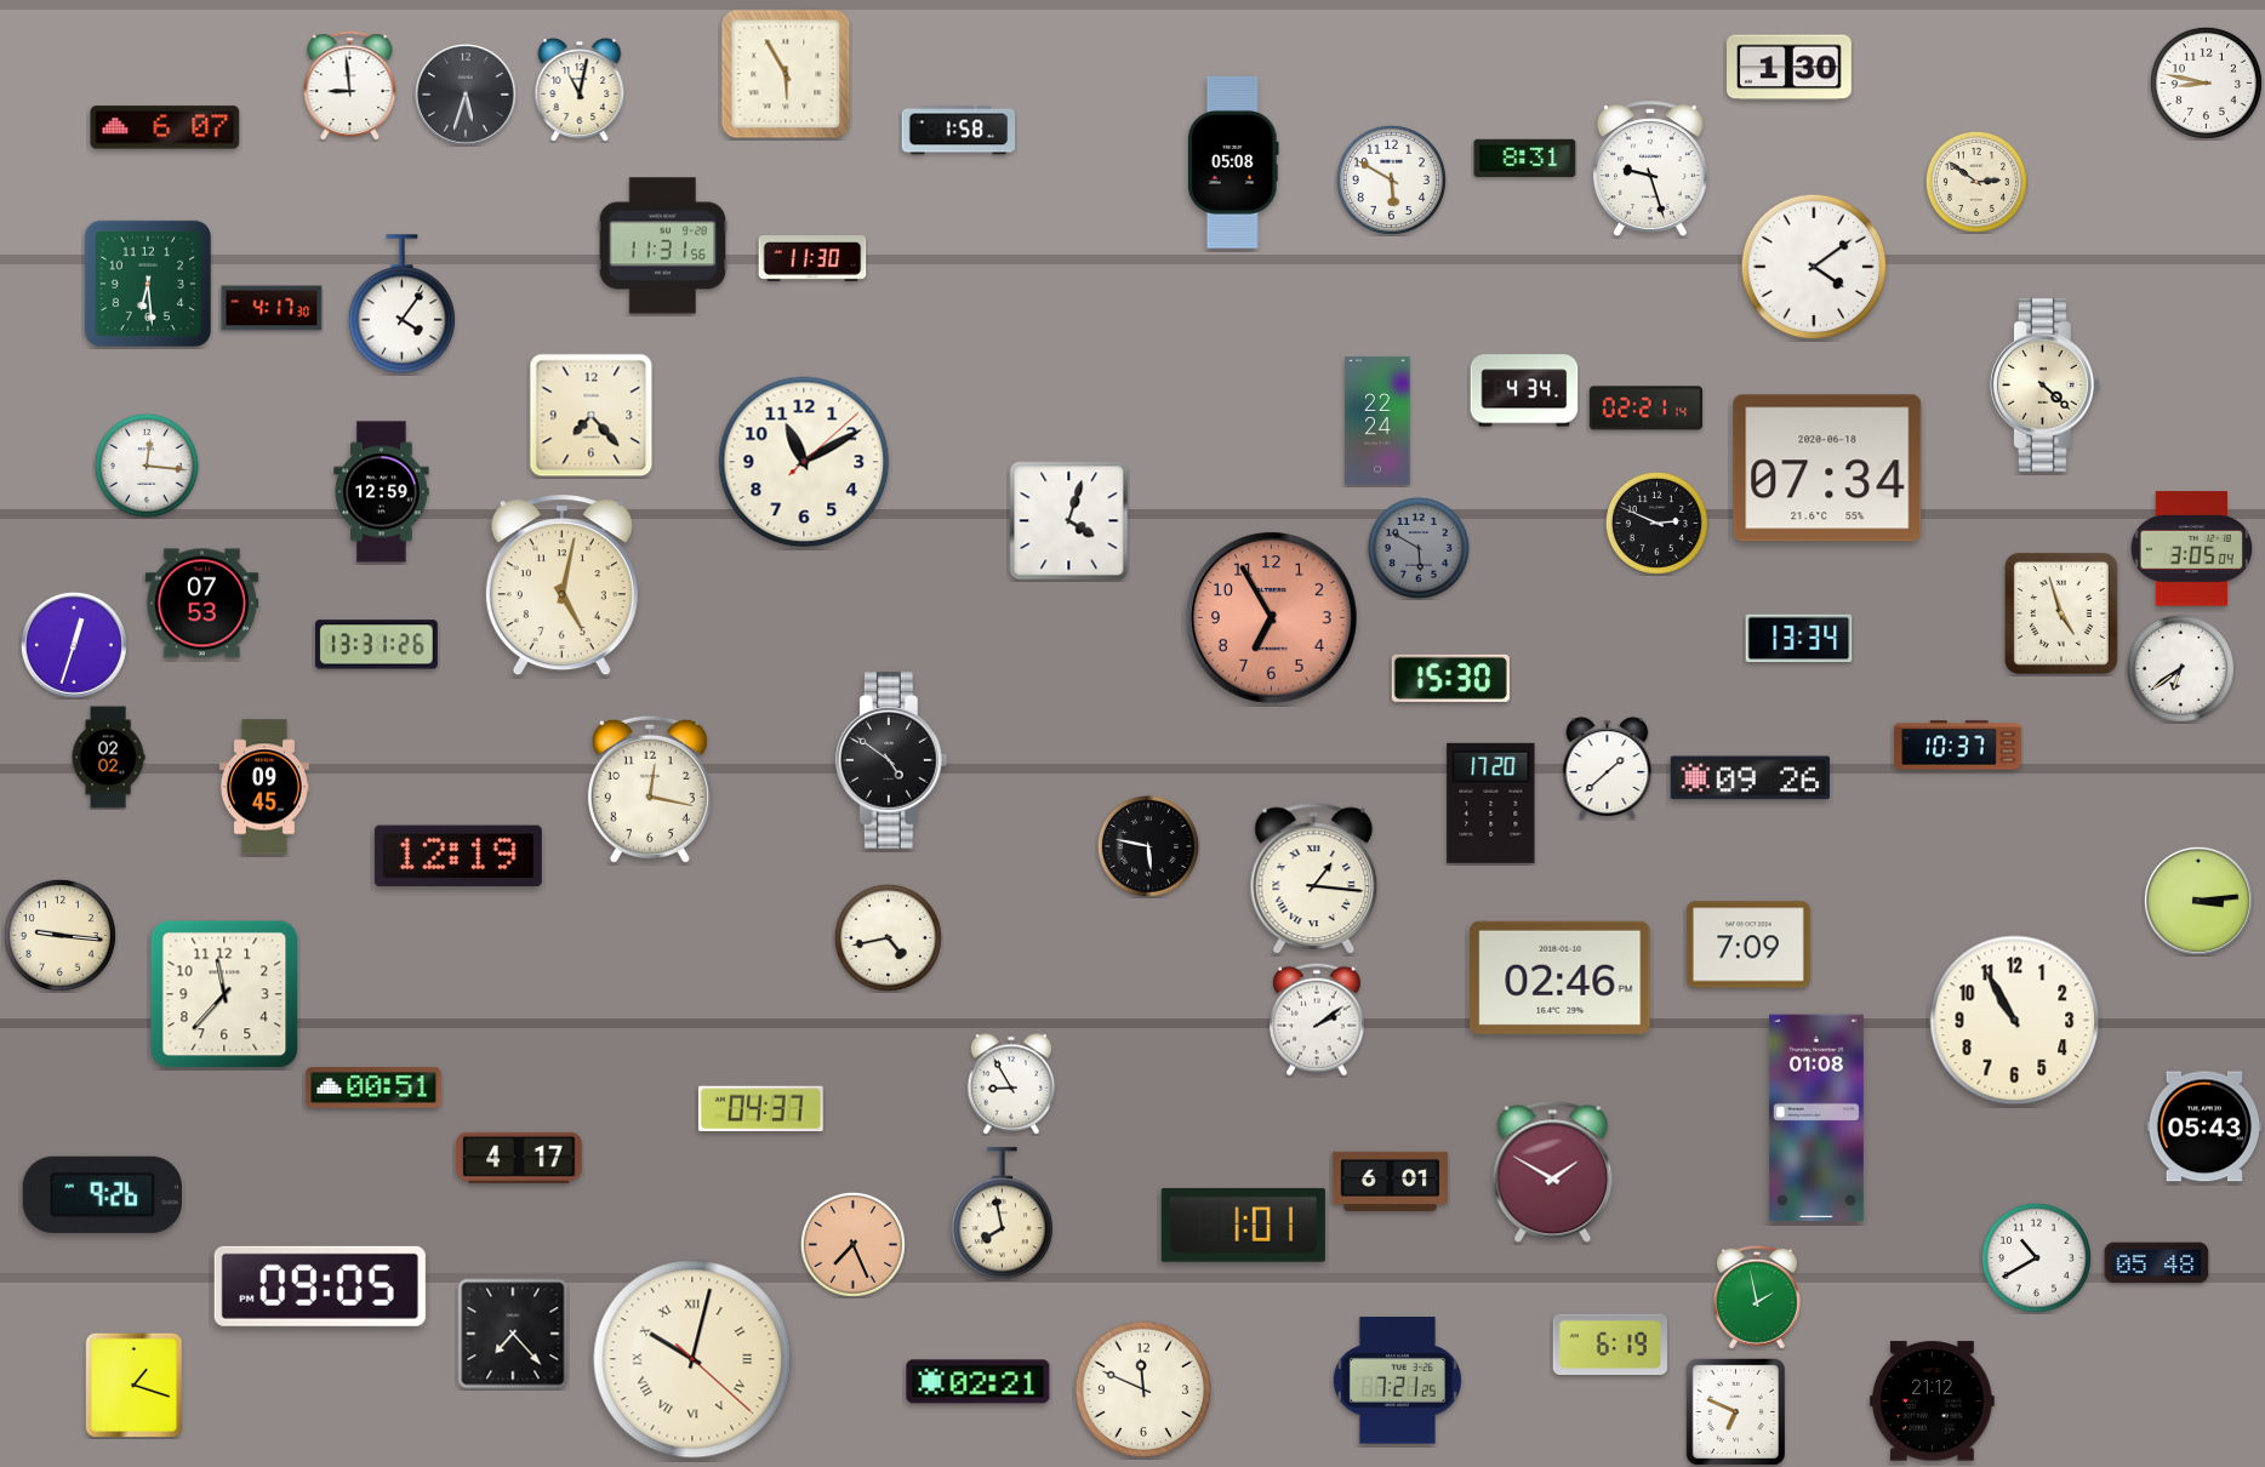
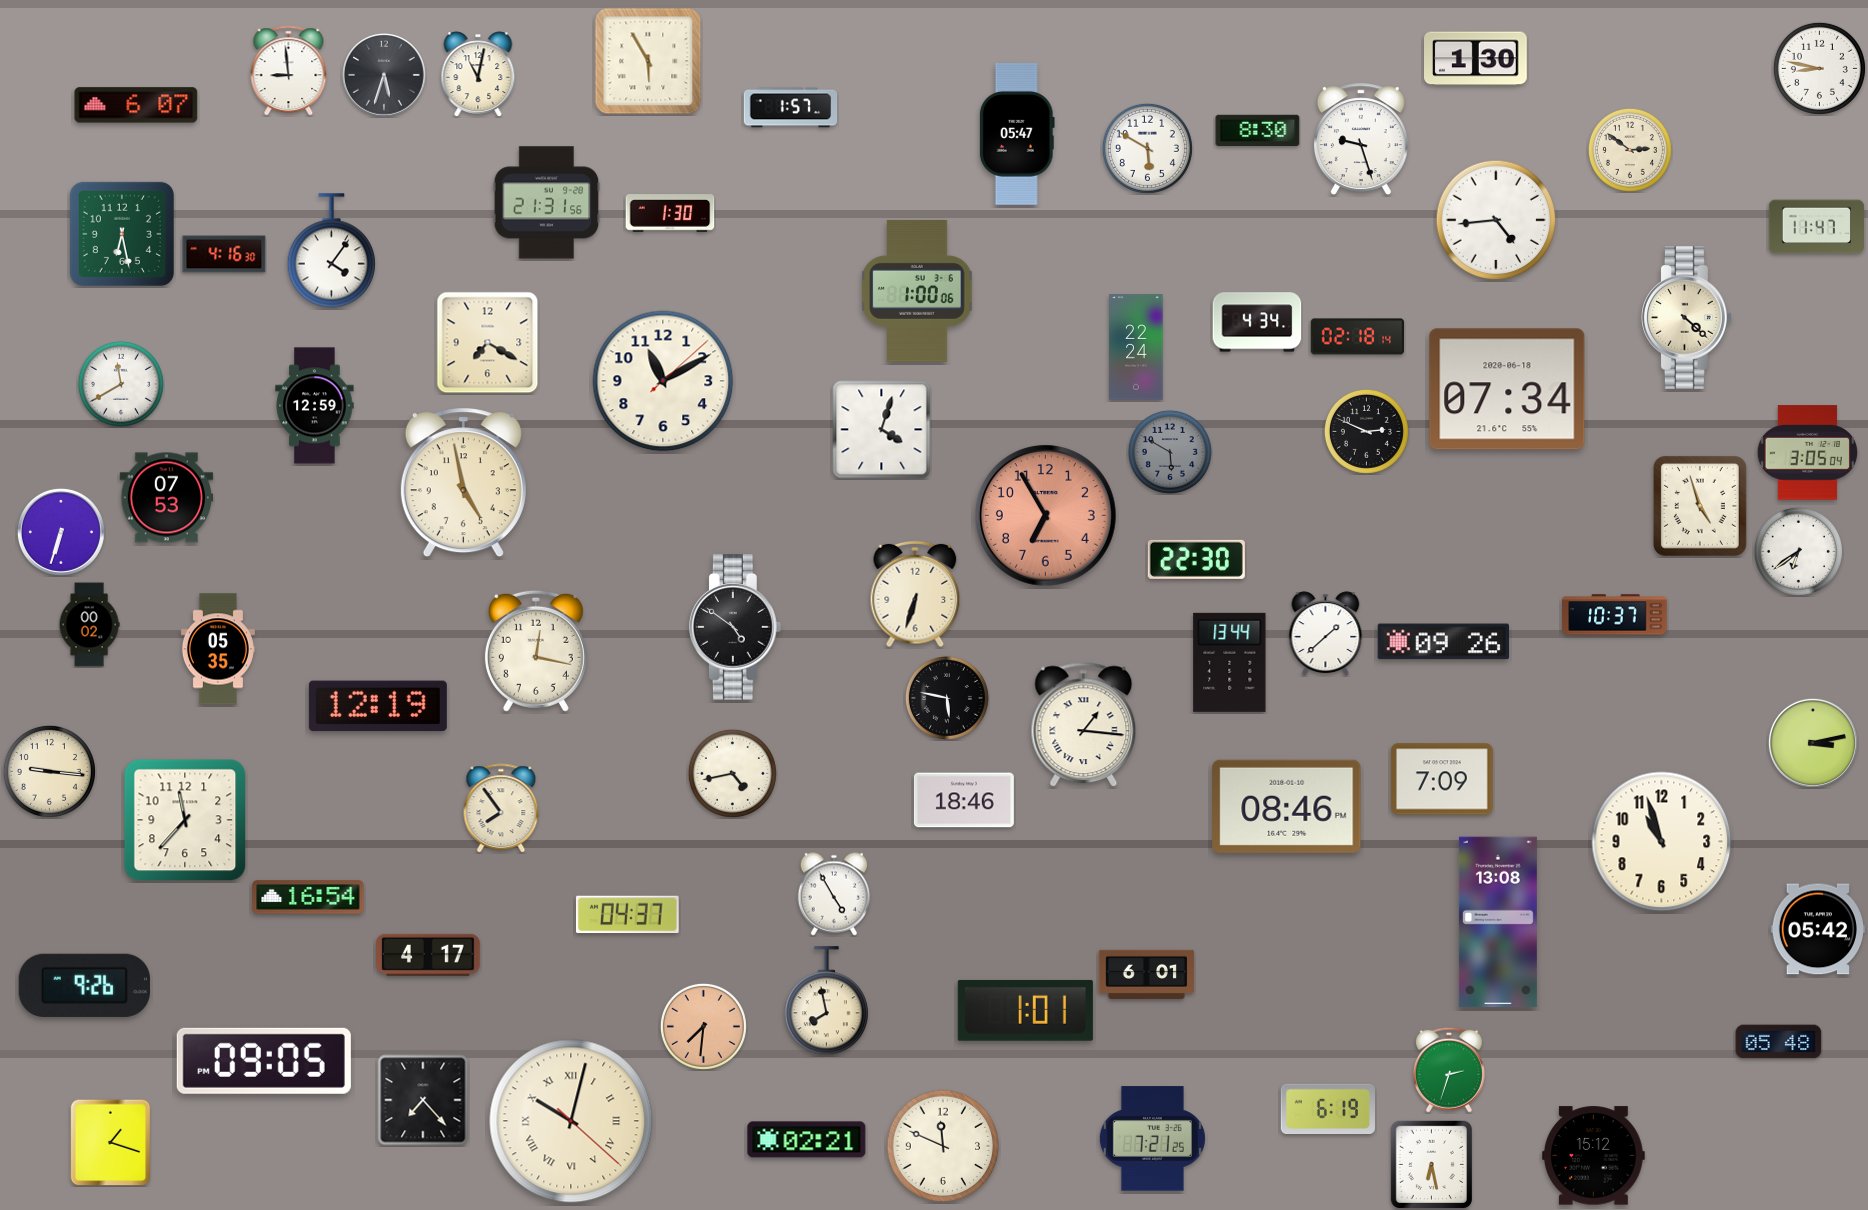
clock at (1790, 68) position: (1790, 68) -> (1476, 59)
clock at (467, 96) position: (467, 96) -> (385, 76)
clock at (959, 131): 1:58 -> 1:57
clock at (1525, 158): 8:31 -> 8:30
clock at (1233, 162): 05:08 -> 05:47
clock at (663, 246): 11:31 -> 21:31
clock at (812, 259): 11:30 -> 1:30
clock at (1814, 267): 4:09 -> 4:44
clock at (1816, 227): none -> 11:47
clock at (148, 284): 6:29 -> 6:28
clock at (272, 308): 4:17 -> 4:16
clock at (917, 292): none -> 1:00
clock at (1647, 409): 02:21 -> 02:18
clock at (592, 416): 7:23 -> 7:20
clock at (147, 466): 12:16 -> 11:40
clock at (1827, 468) position: (1827, 468) -> (1507, 389)
clock at (561, 586): 5:02 -> 4:58
clock at (1271, 617) position: (1271, 617) -> (1045, 515)
clock at (1799, 639): 13:34 -> none
clock at (74, 645): 12:33 -> 6:33
clock at (376, 645): 13:31 -> none
clock at (1450, 678): 15:30 -> 22:30
clock at (915, 594): none -> 6:33
clock at (108, 758): 02:02 -> 00:02
clock at (264, 787): 09:45 -> 05:35
clock at (1491, 803): 17:20 -> 13:44
clock at (2198, 901): 3:14 -> 3:13
clock at (964, 800): none -> 18:46
clock at (1561, 977): 02:46 -> 08:46
clock at (501, 808): none -> 7:54
clock at (1317, 1020): 2:09 -> none
clock at (2015, 1021): 10:55 -> 10:57
clock at (1011, 1084): 8:55 -> 4:55
clock at (373, 1088): 00:51 -> 16:54
clock at (1816, 1118): 01:08 -> 13:08
clock at (2203, 1126): 05:43 -> 05:42
clock at (1553, 1171): 1:50 -> none
clock at (852, 1244): 7:26 -> 7:31
clock at (2036, 1257): 10:40 -> none
clock at (1757, 1297): 1:58 -> 2:33
clock at (1933, 1402): 21:12 -> 15:12
clock at (1735, 1411): 6:49 -> 6:28
